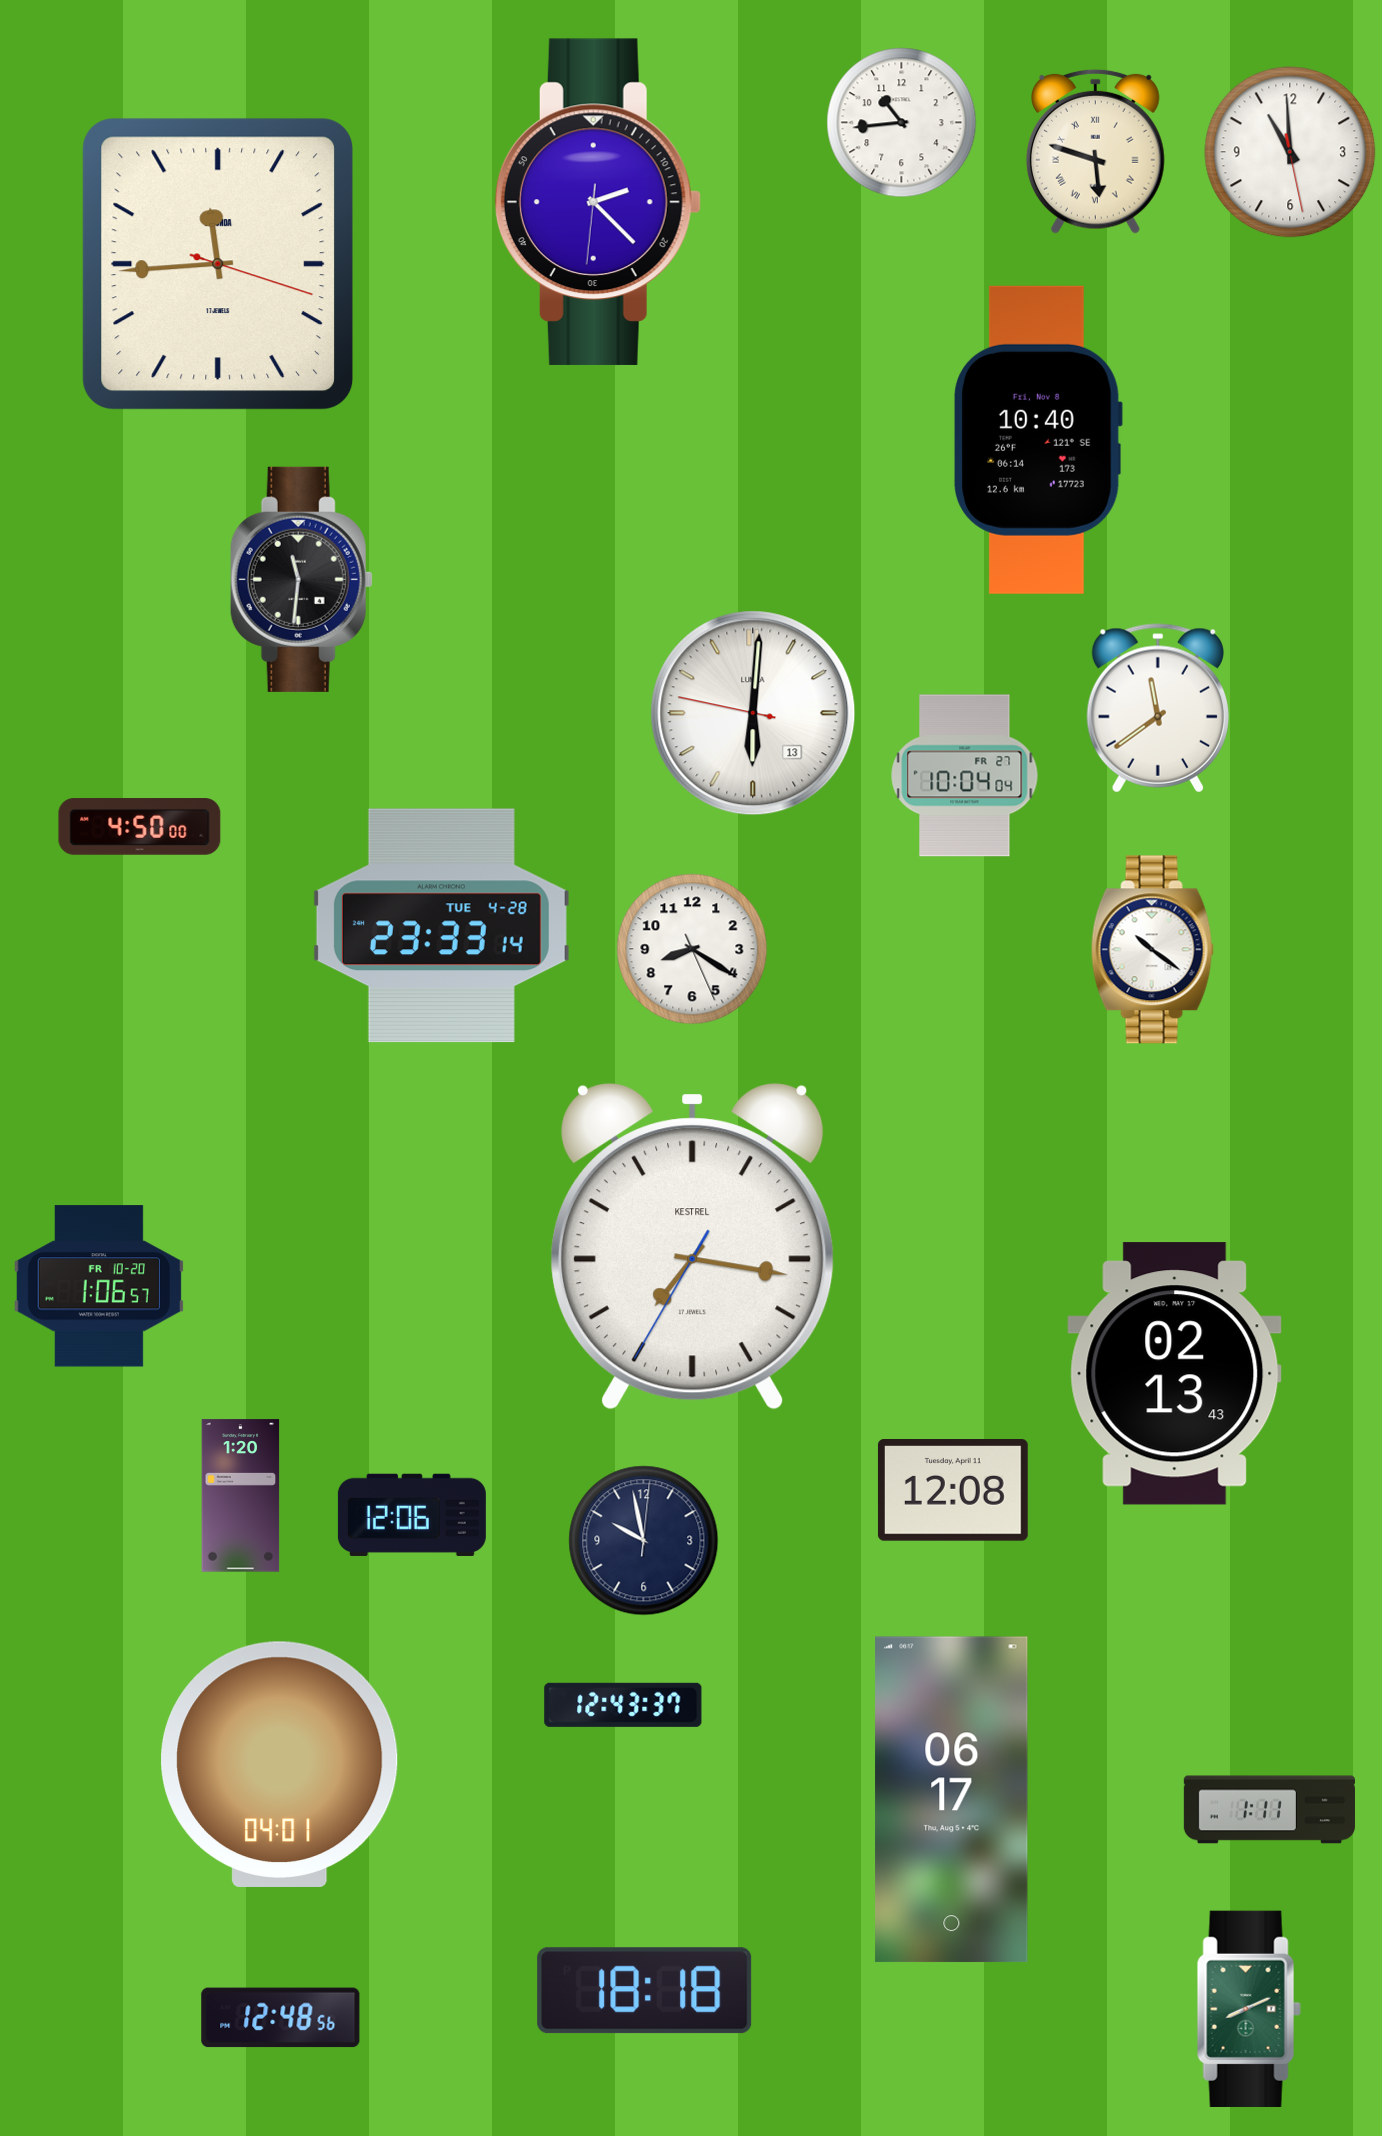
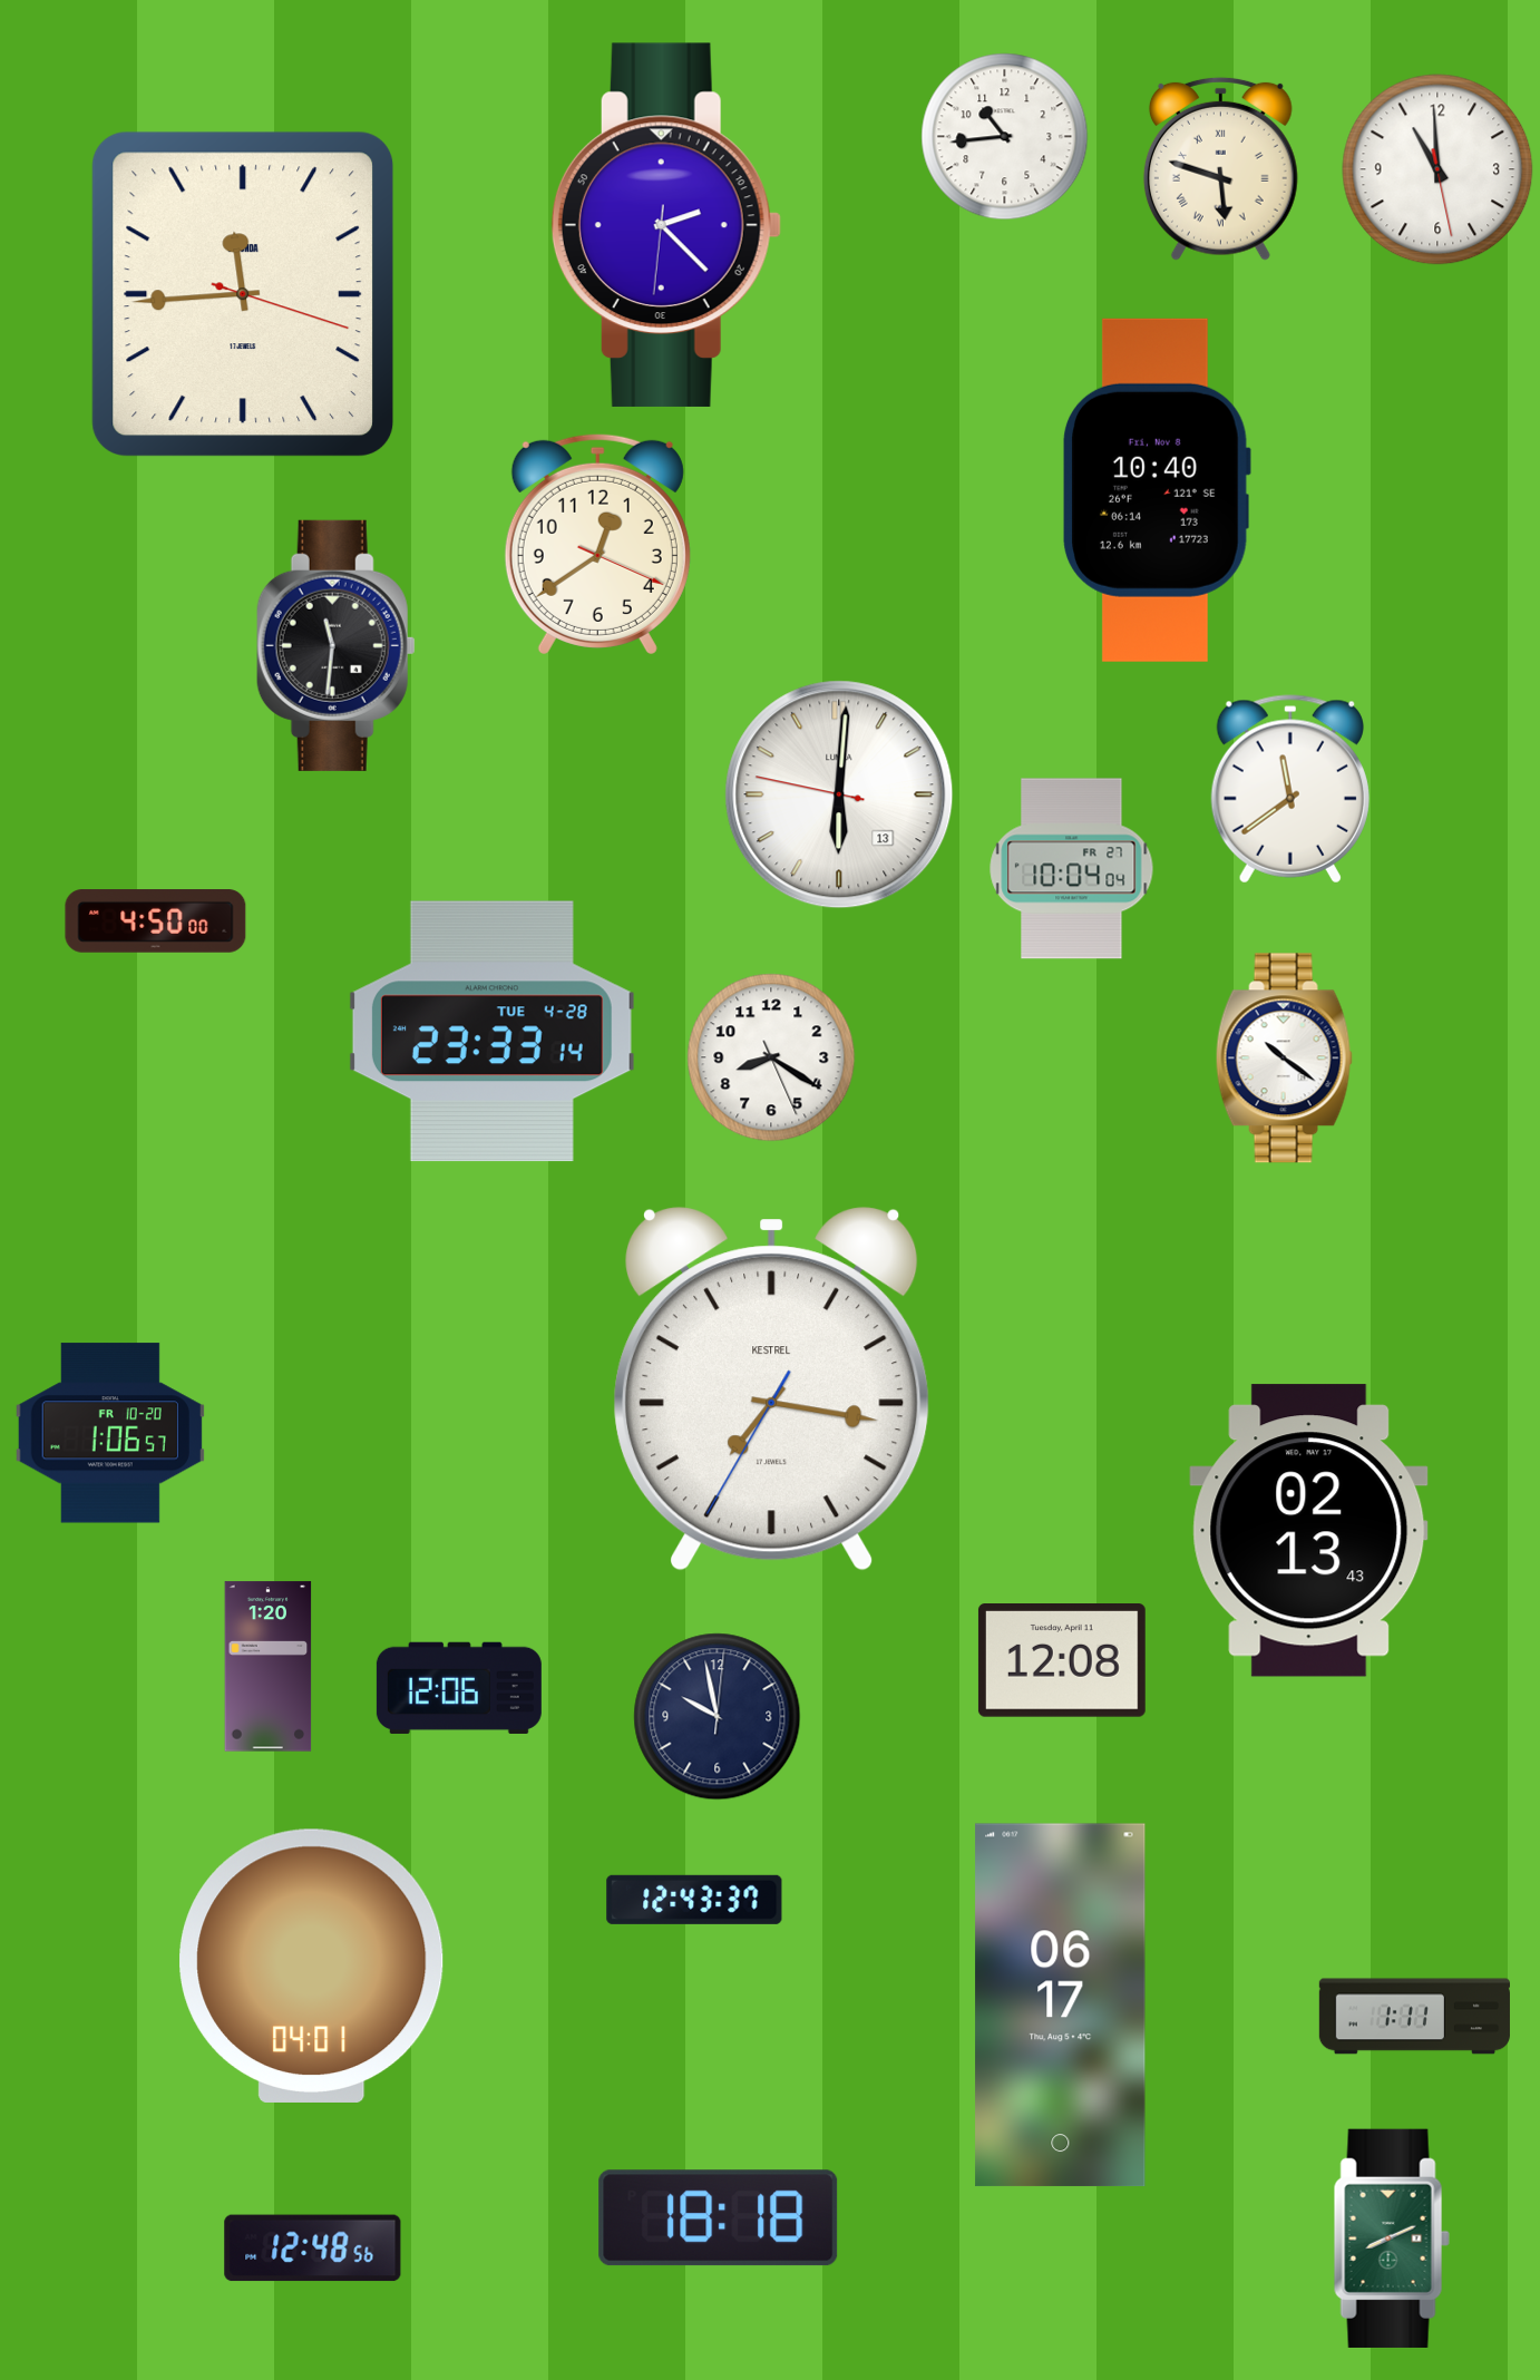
clock at (597, 544): none -> 12:39
clock at (965, 776) position: (965, 776) -> (1072, 869)
